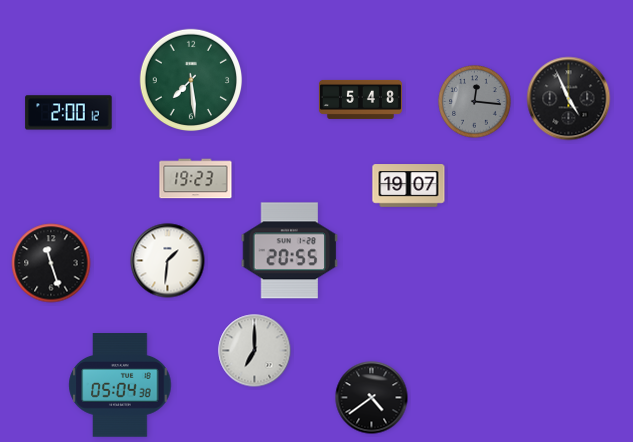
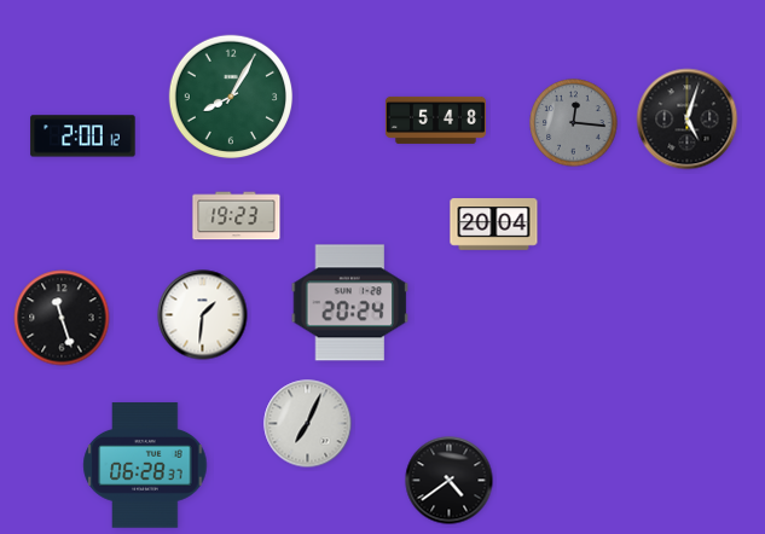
clock at (191, 80): 7:29 -> 8:05
clock at (569, 99): 4:56 -> 5:03
clock at (409, 186): 19:07 -> 20:04
clock at (290, 251): 20:55 -> 20:24
clock at (255, 351): 7:00 -> 7:04
clock at (120, 385): 05:04 -> 06:28
